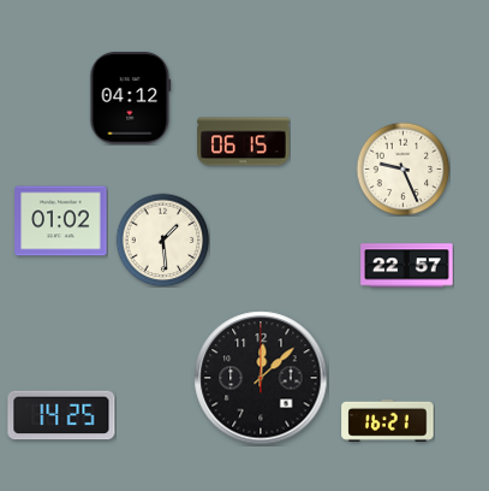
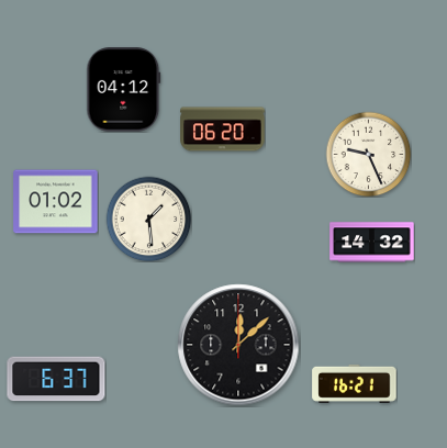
clock at (131, 99) position: (131, 99) -> (124, 90)
clock at (244, 142): 06:15 -> 06:20
clock at (407, 266): 22:57 -> 14:32
clock at (61, 415): 14:25 -> 6:37
